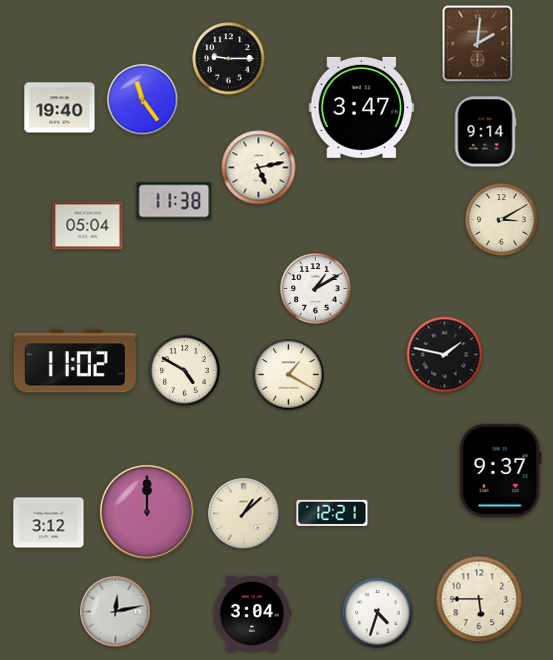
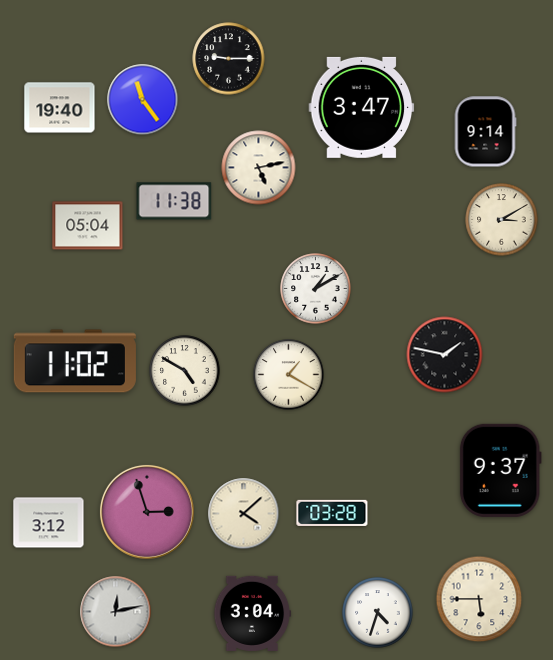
clock at (478, 44): 2:01 -> none
clock at (147, 512): 12:00 -> 2:57
clock at (332, 513): 12:21 -> 03:28
clock at (244, 514): 1:08 -> 4:08
